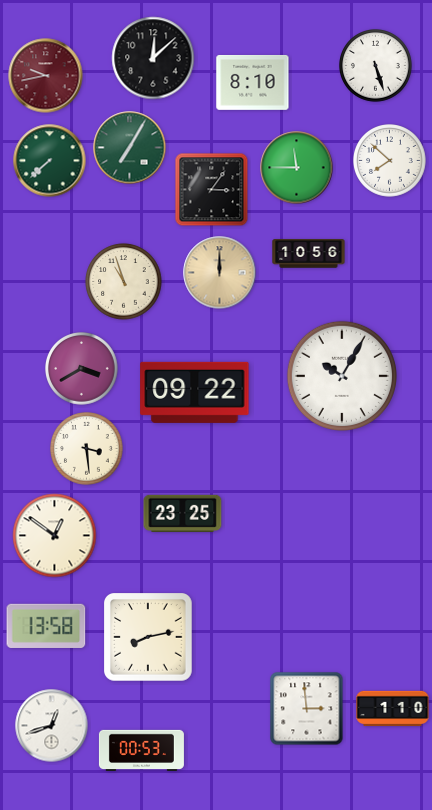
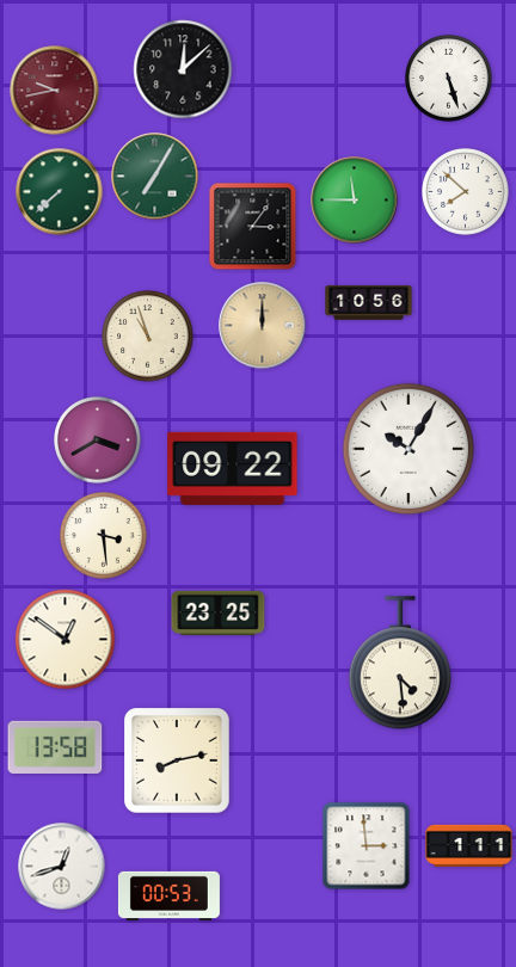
clock at (253, 82): 8:10 -> none
clock at (400, 664): none -> 4:29
clock at (393, 709): 1:10 -> 1:11
